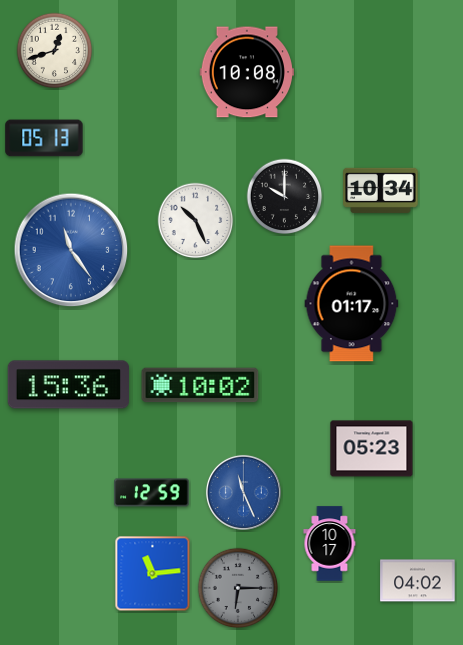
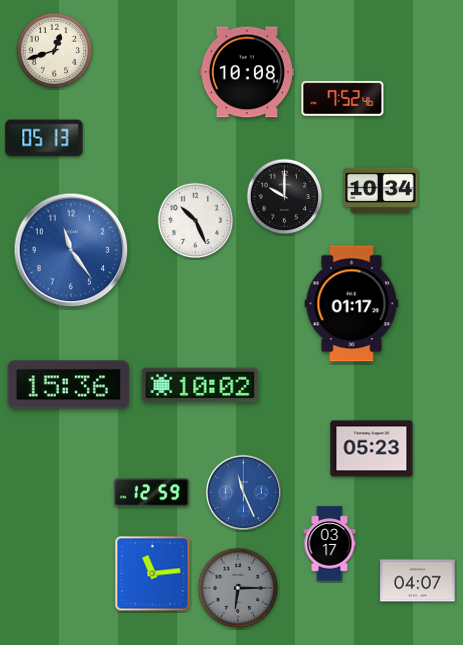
clock at (343, 98): none -> 7:52
clock at (330, 544): 10:17 -> 03:17
clock at (418, 581): 04:02 -> 04:07
